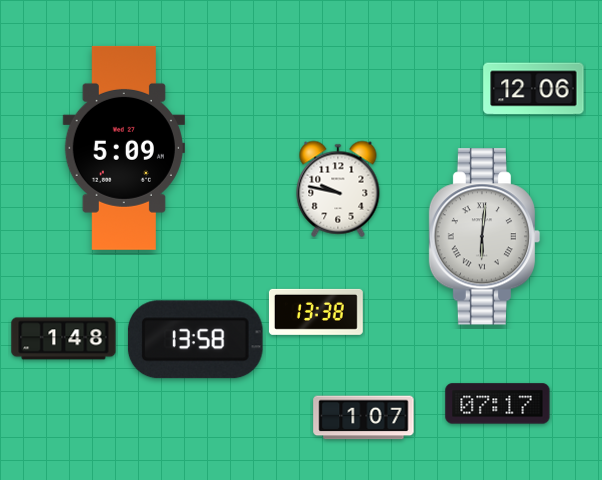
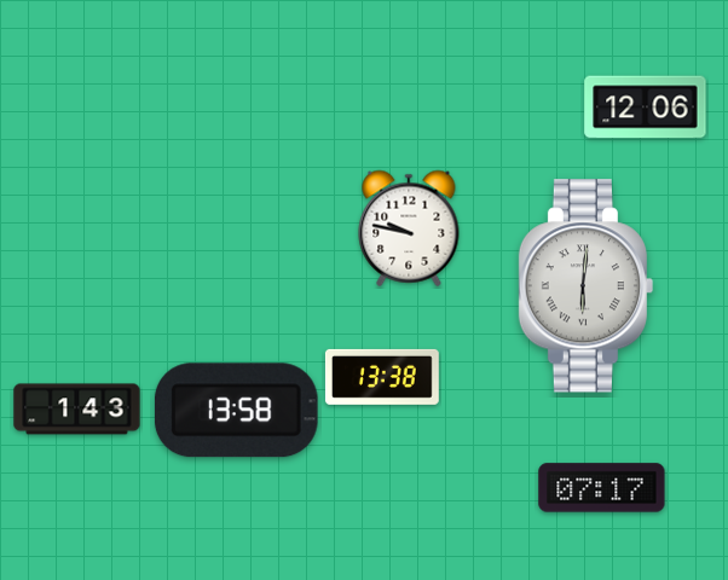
clock at (124, 148): 5:09 -> none
clock at (64, 339): 1:48 -> 1:43
clock at (364, 418): 1:07 -> none
